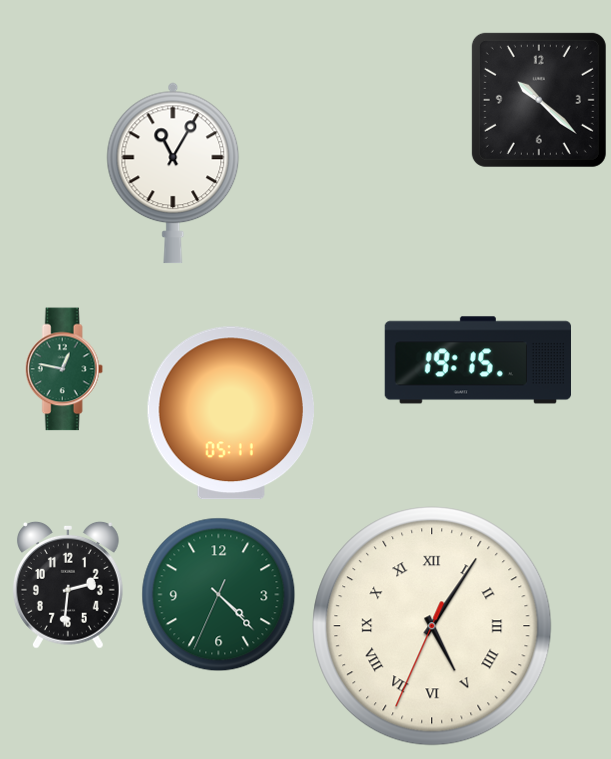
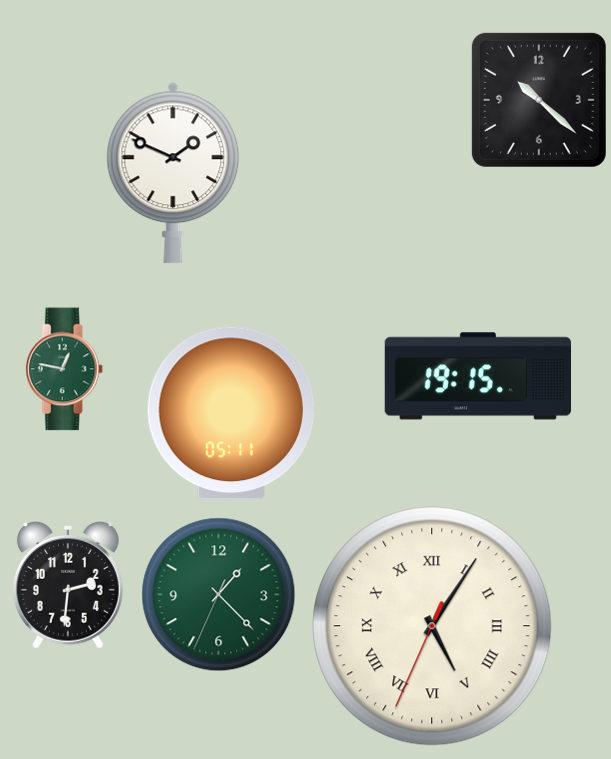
clock at (173, 173): 11:05 -> 1:49
clock at (477, 360) position: (477, 360) -> (477, 376)
clock at (219, 595): 4:22 -> 1:22
